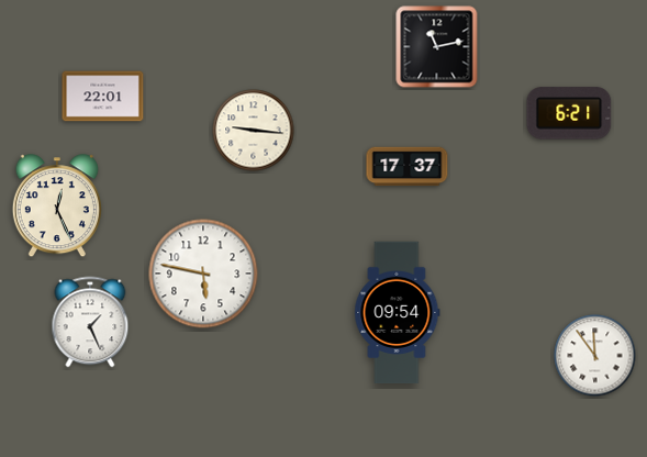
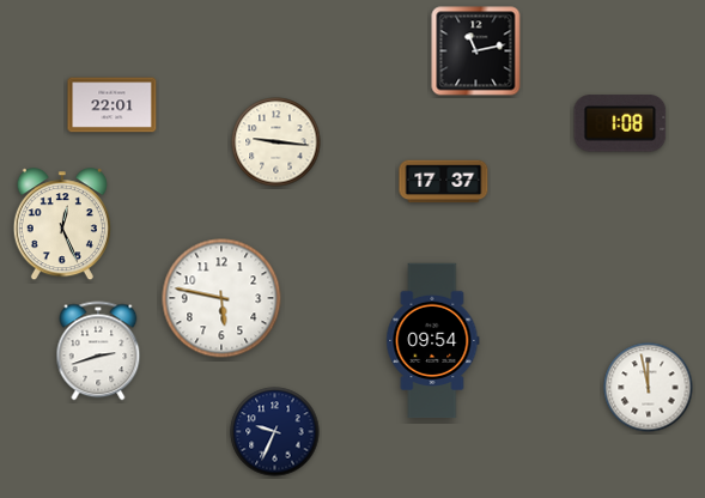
clock at (569, 113): 6:21 -> 1:08
clock at (90, 322): 1:26 -> 2:42
clock at (595, 356): 11:54 -> 11:58
clock at (275, 432): none -> 9:34
